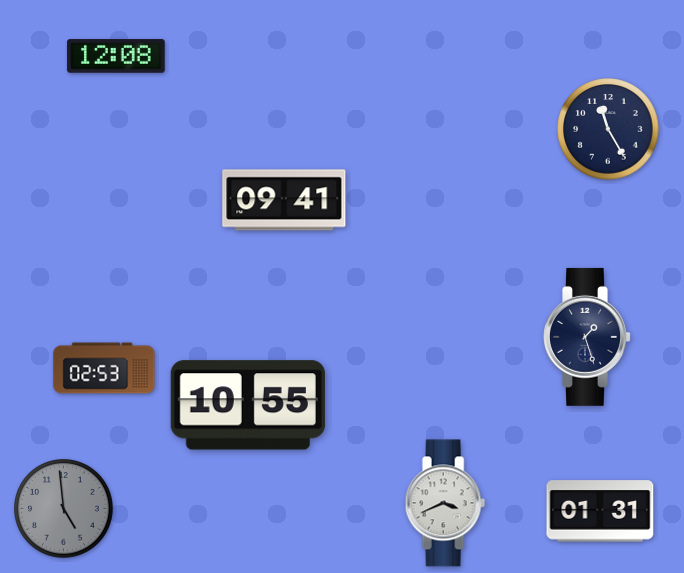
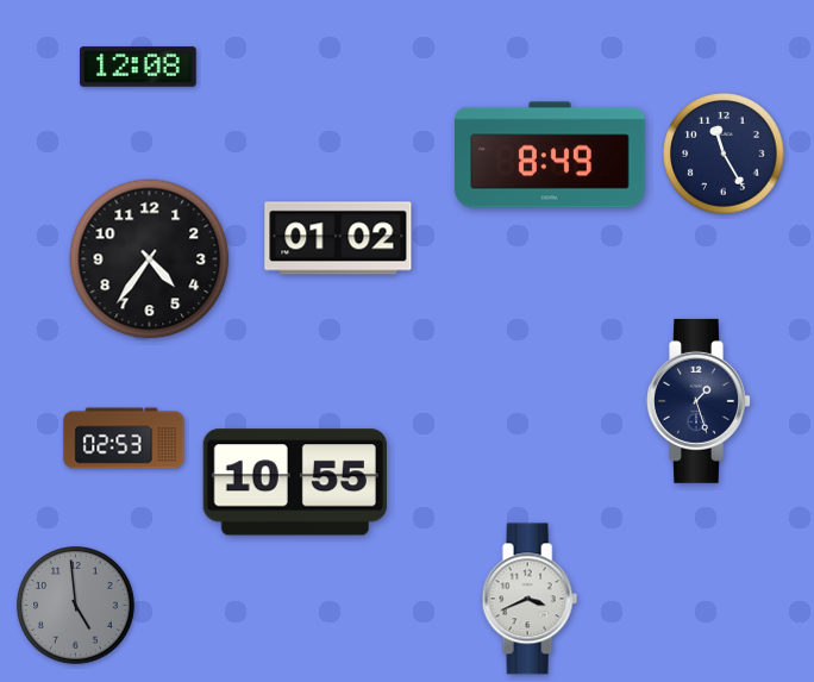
clock at (551, 155): none -> 8:49
clock at (284, 200): 09:41 -> 01:02
clock at (150, 259): none -> 4:36
clock at (600, 511): 01:31 -> none
